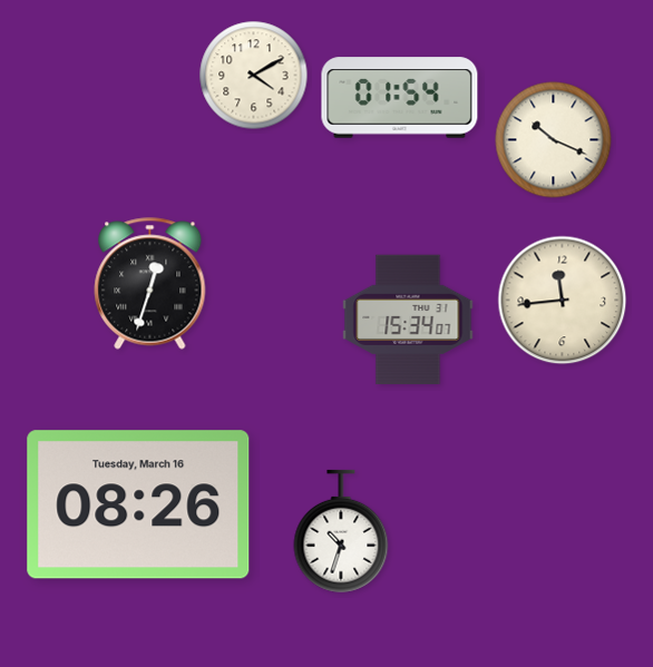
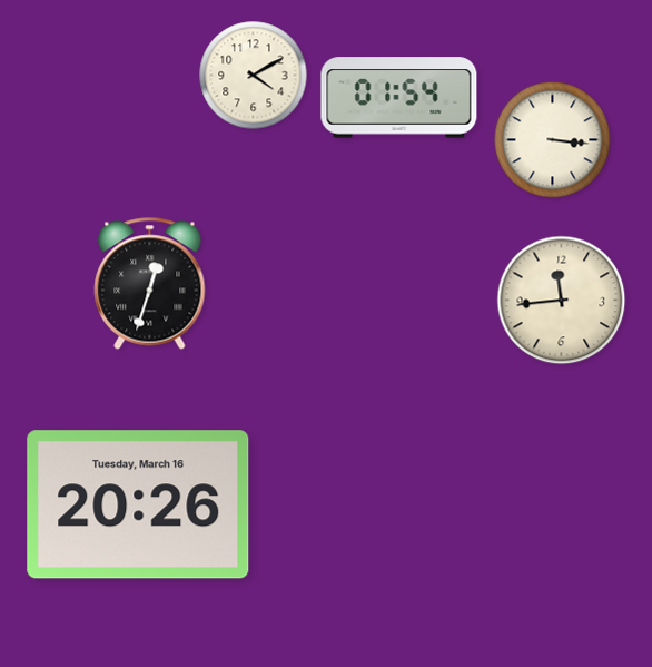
clock at (554, 140): 10:19 -> 3:16
clock at (408, 320): 15:34 -> none
clock at (138, 504): 08:26 -> 20:26
clock at (341, 531): 10:33 -> none
